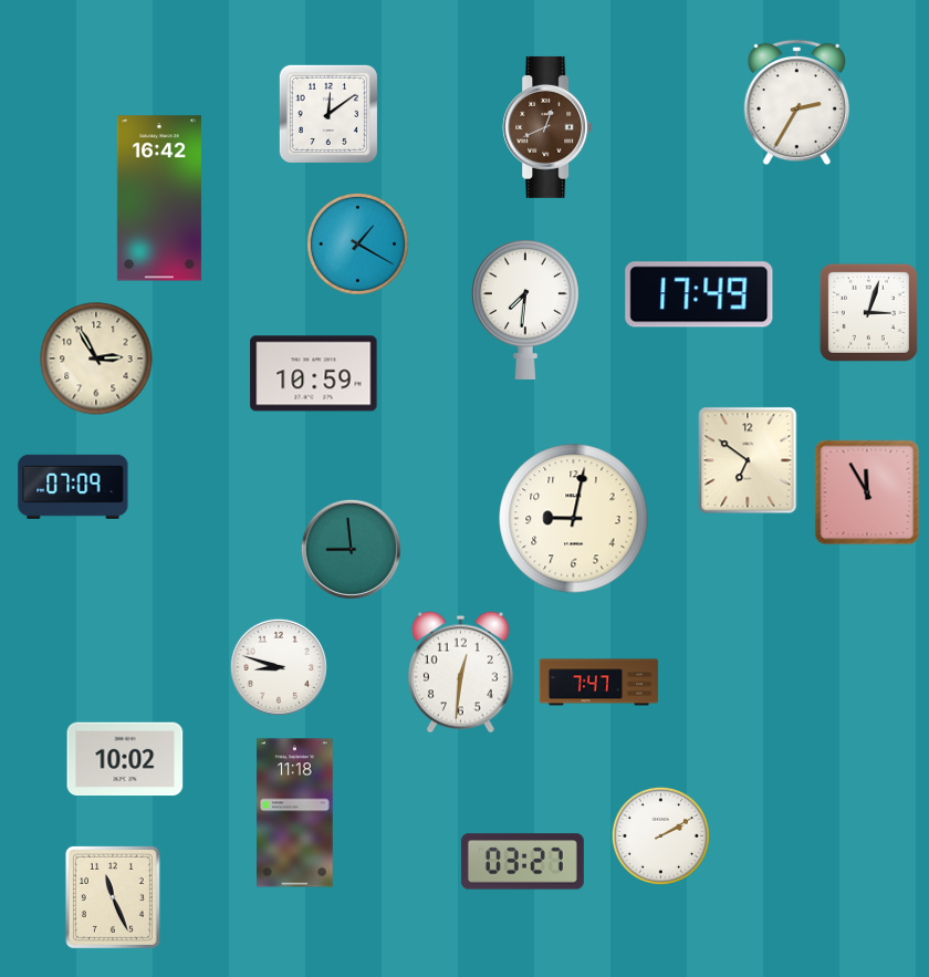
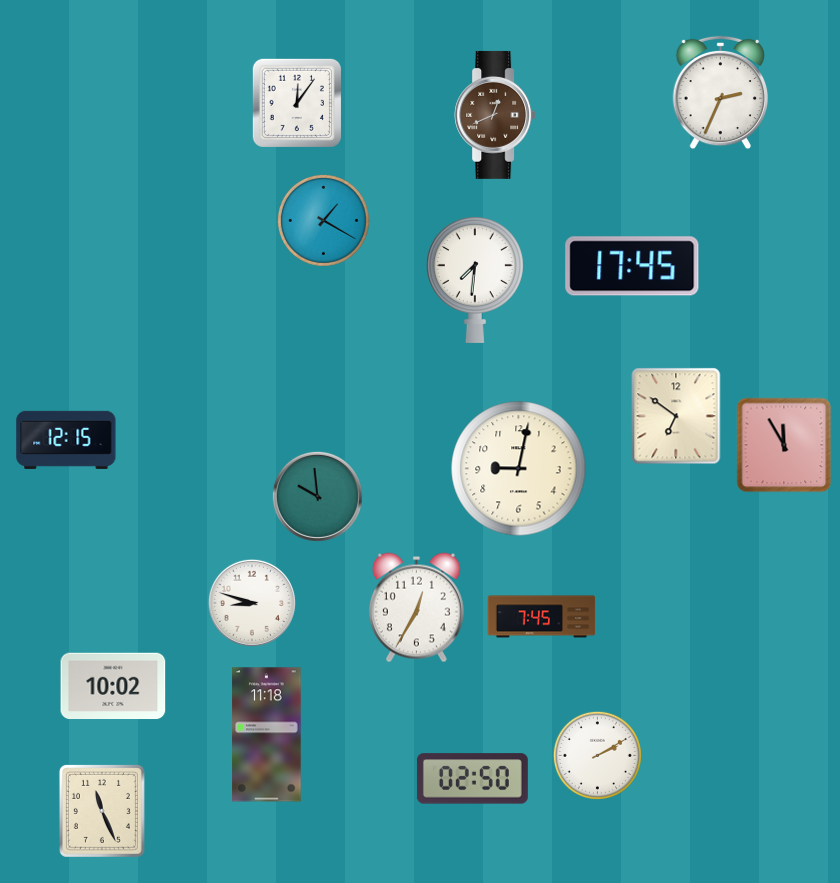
clock at (797, 103): 2:35 -> 2:34
clock at (328, 114): 12:09 -> 12:06
clock at (159, 198): 16:42 -> none
clock at (699, 294): 17:49 -> 17:45
clock at (868, 312): 3:03 -> none
clock at (96, 358): 2:55 -> none
clock at (314, 374): 10:59 -> none
clock at (73, 487): 07:09 -> 12:15
clock at (351, 549): 8:59 -> 9:59
clock at (460, 673): 12:31 -> 12:35
clock at (599, 683): 7:47 -> 7:45
clock at (522, 862): 03:27 -> 02:50
